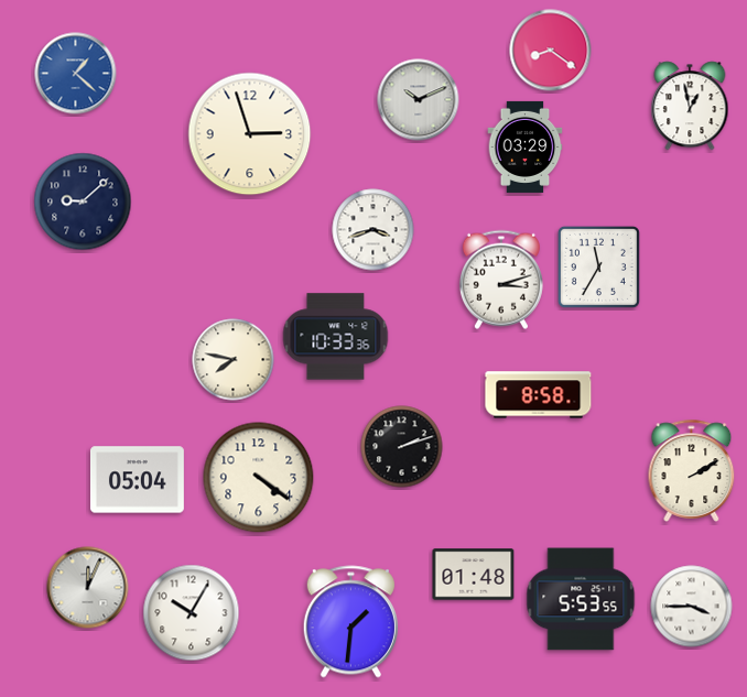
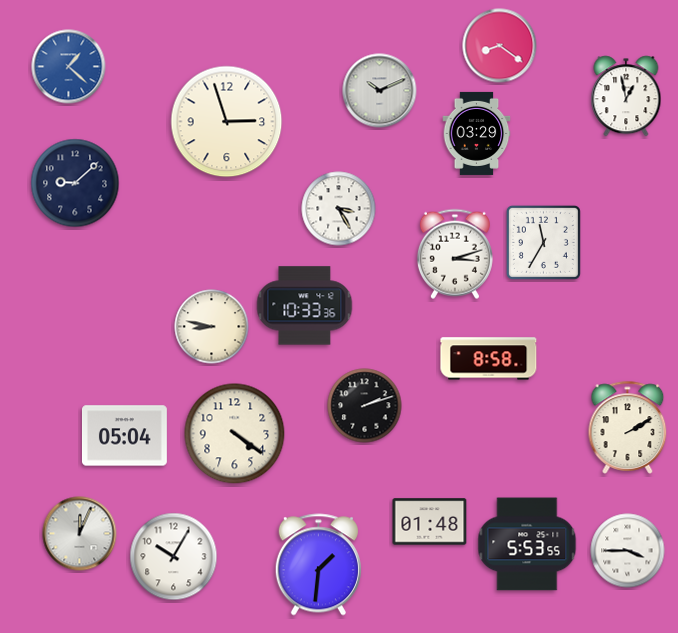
clock at (373, 230): 3:42 -> 3:25
clock at (234, 360): 7:47 -> 8:47
